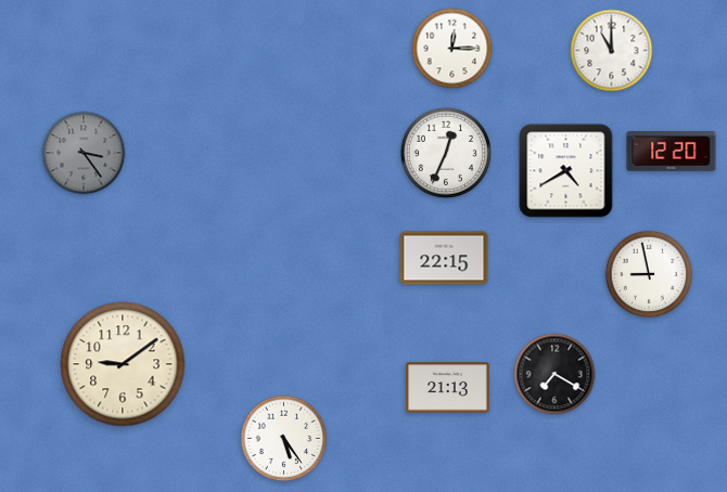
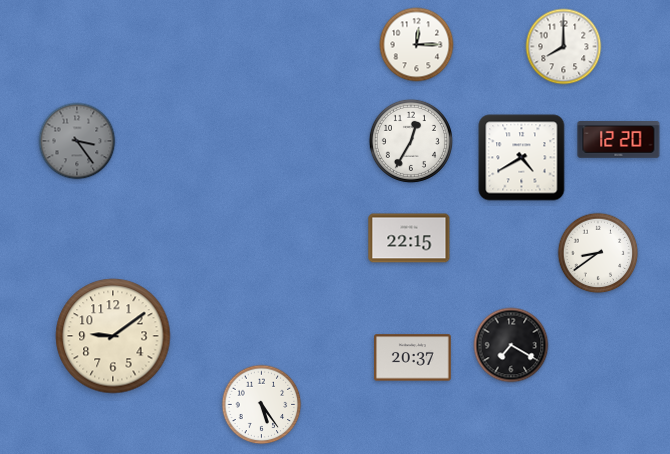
clock at (612, 51): 11:00 -> 8:00
clock at (446, 153): 12:34 -> 12:35
clock at (649, 274): 8:58 -> 8:39
clock at (448, 388): 21:13 -> 20:37
